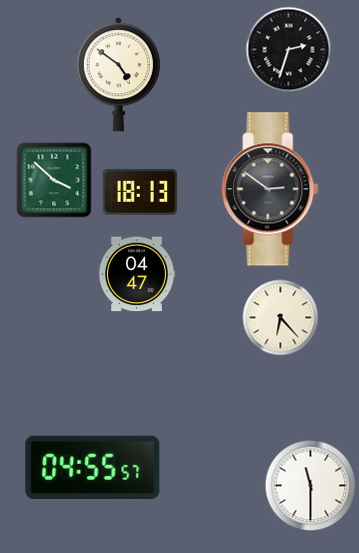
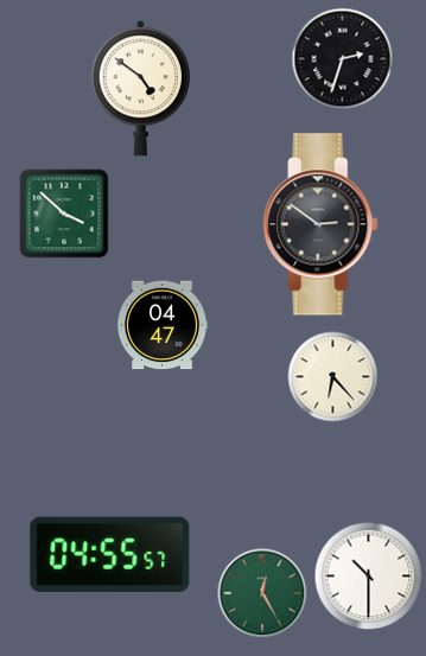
clock at (140, 192): 18:13 -> none
clock at (311, 486): 11:30 -> 10:30
clock at (262, 593): none -> 12:25
